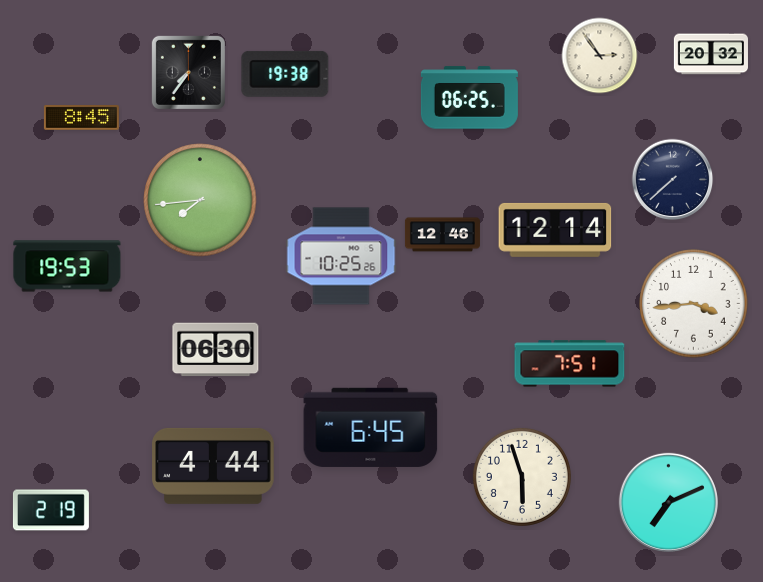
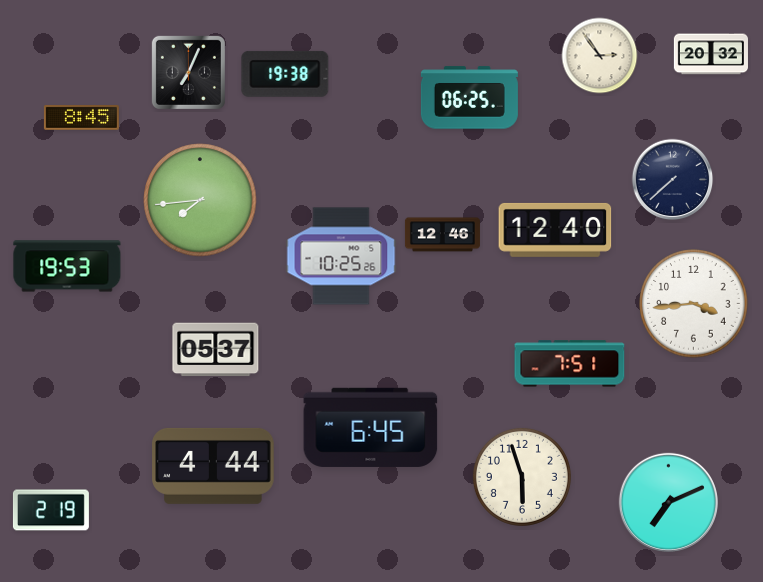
clock at (188, 72): 7:36 -> 7:04
clock at (555, 230): 12:14 -> 12:40
clock at (216, 350): 06:30 -> 05:37
